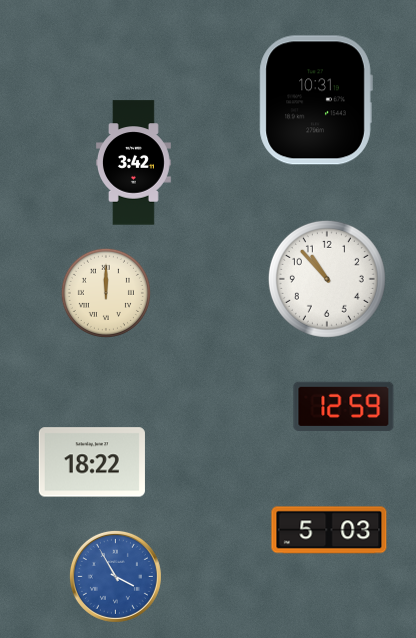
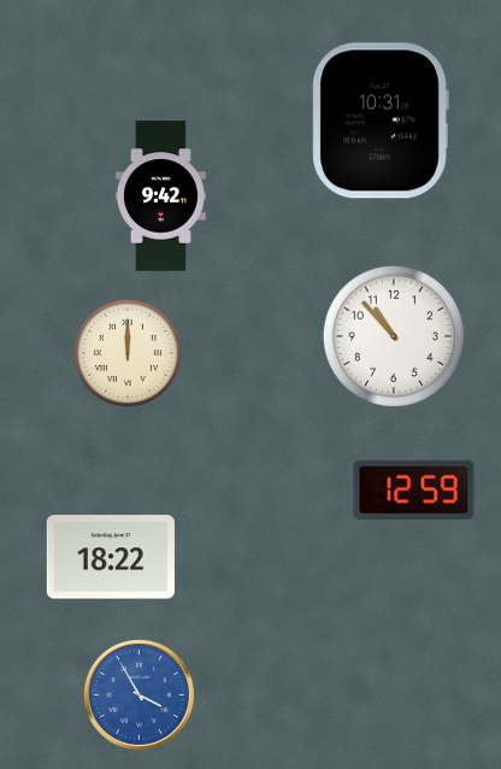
clock at (134, 163): 3:42 -> 9:42
clock at (329, 530): 5:03 -> none
